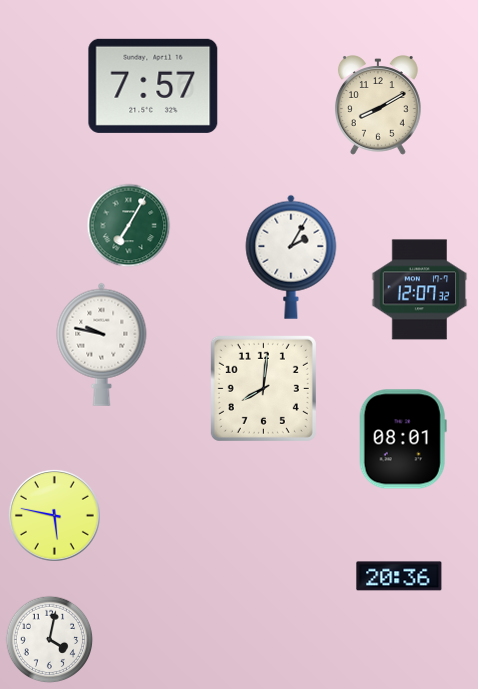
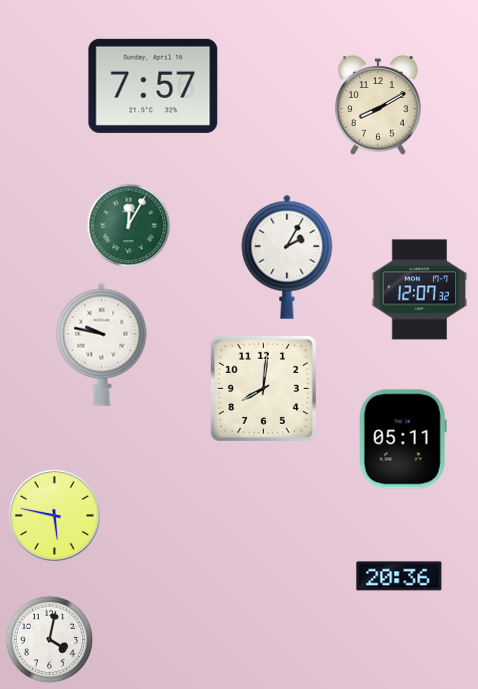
clock at (129, 226): 7:05 -> 12:05
clock at (291, 257) position: (291, 257) -> (287, 257)
clock at (403, 439): 08:01 -> 05:11
